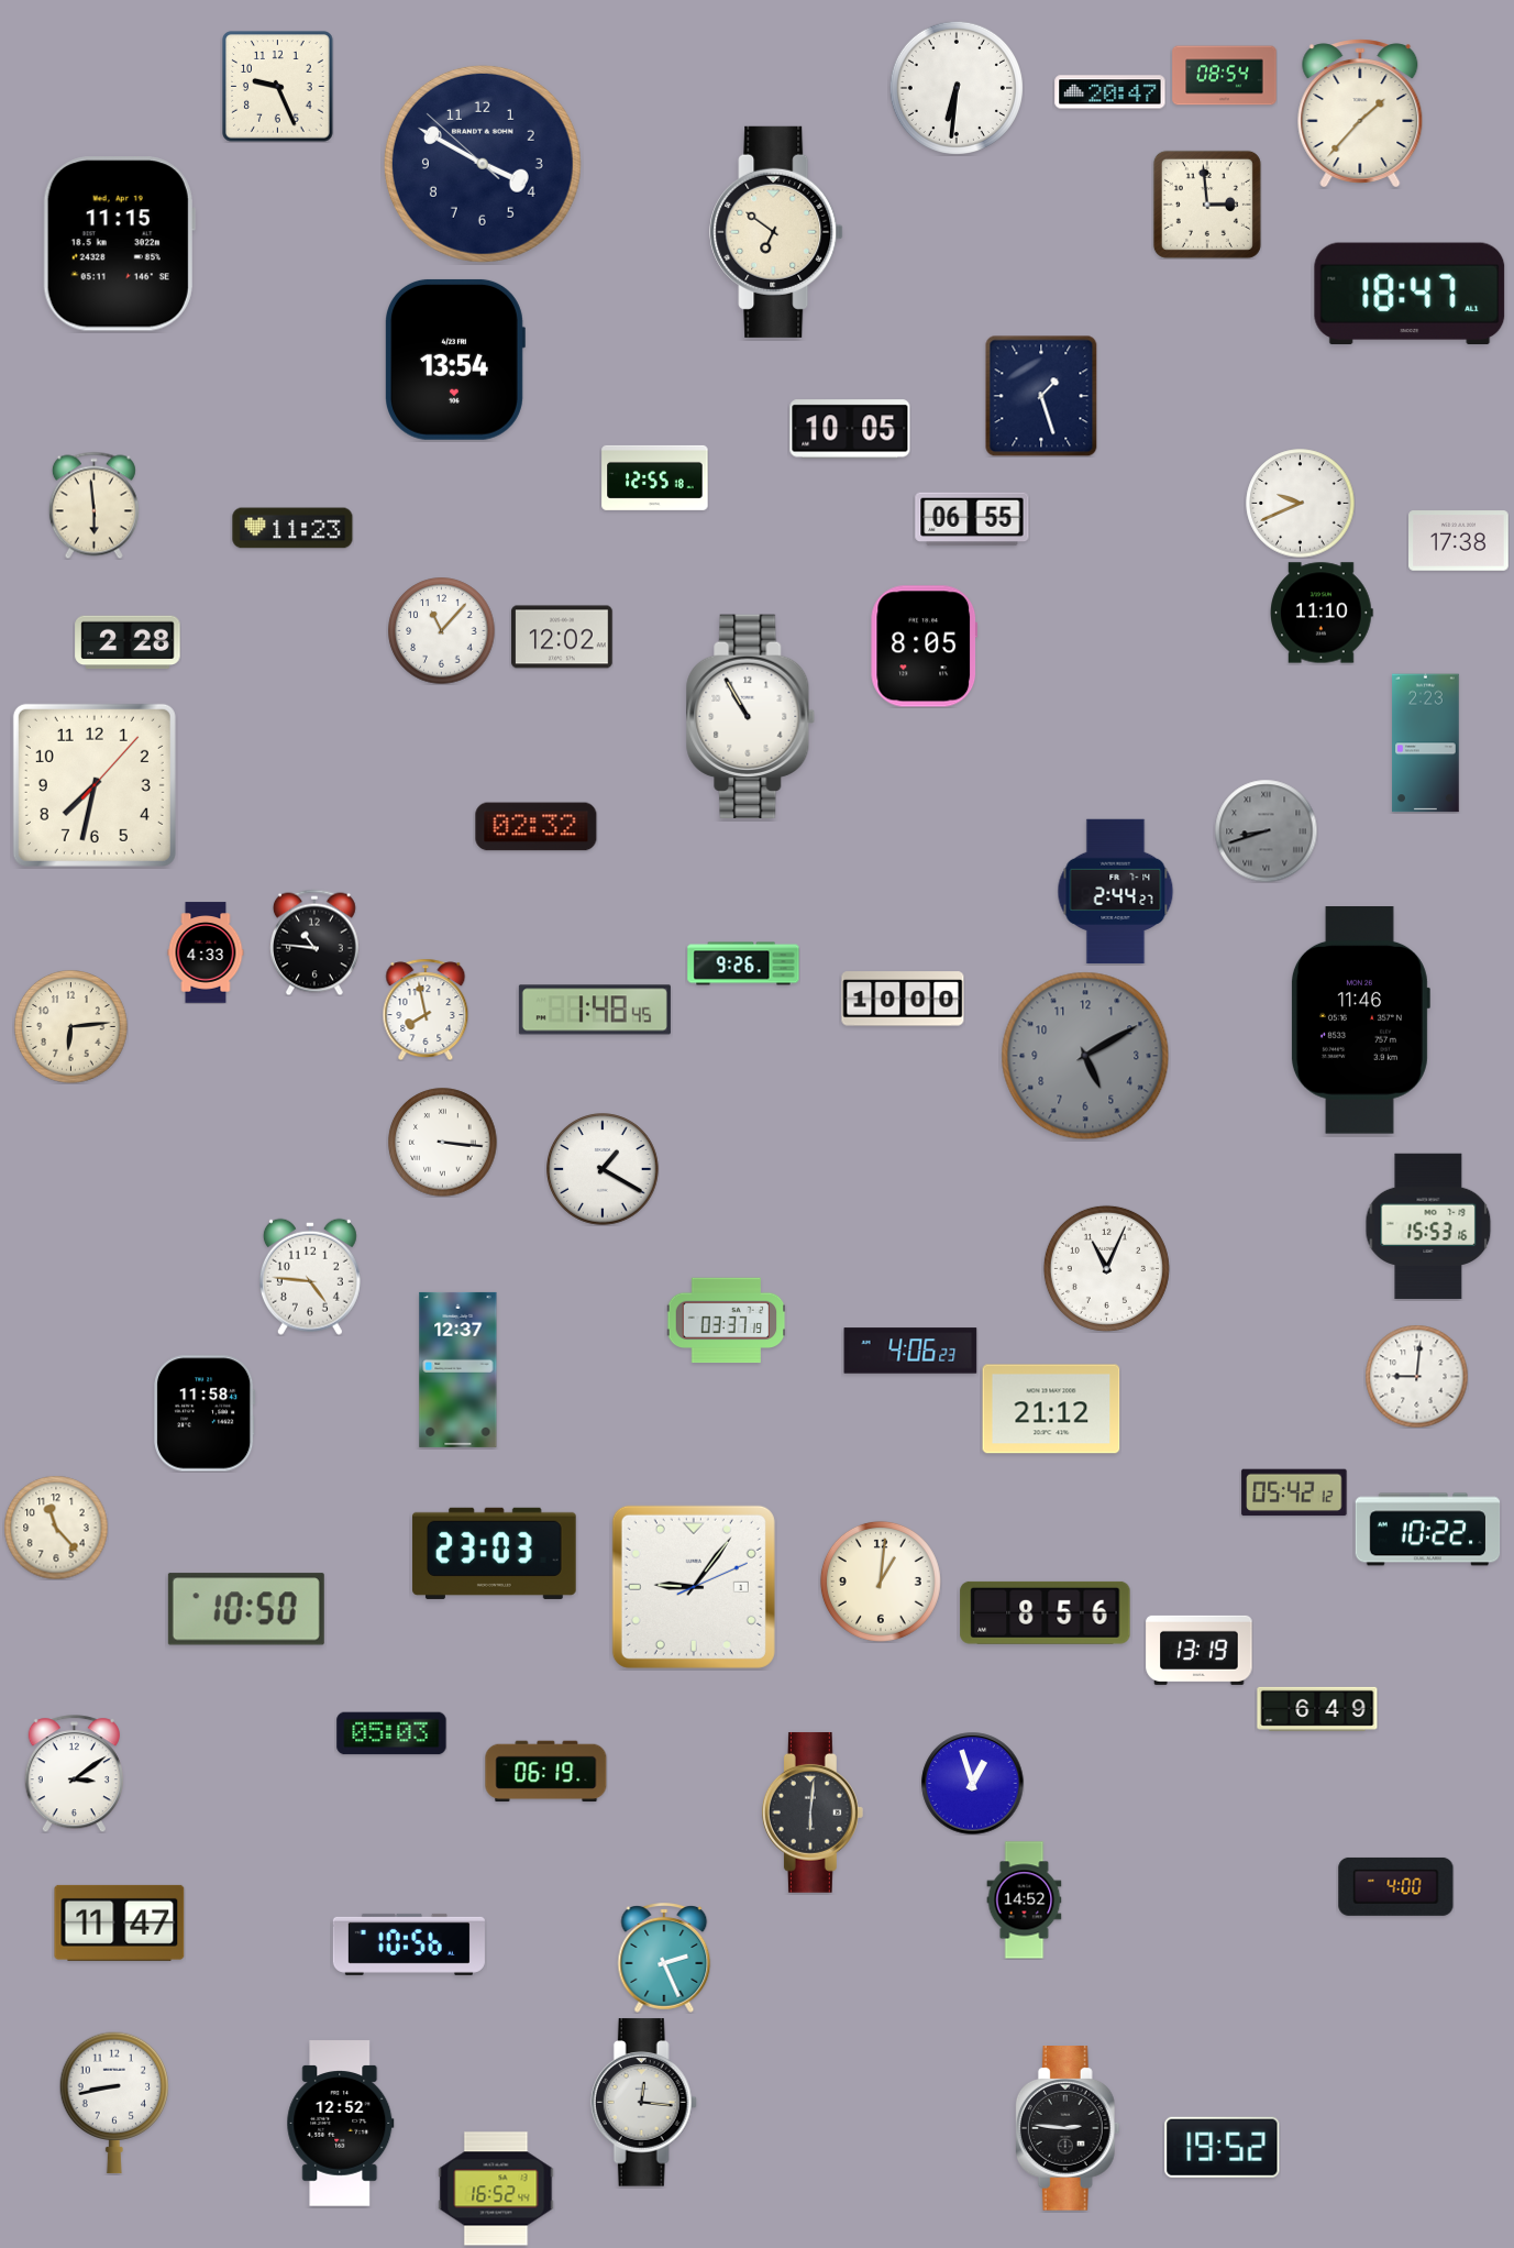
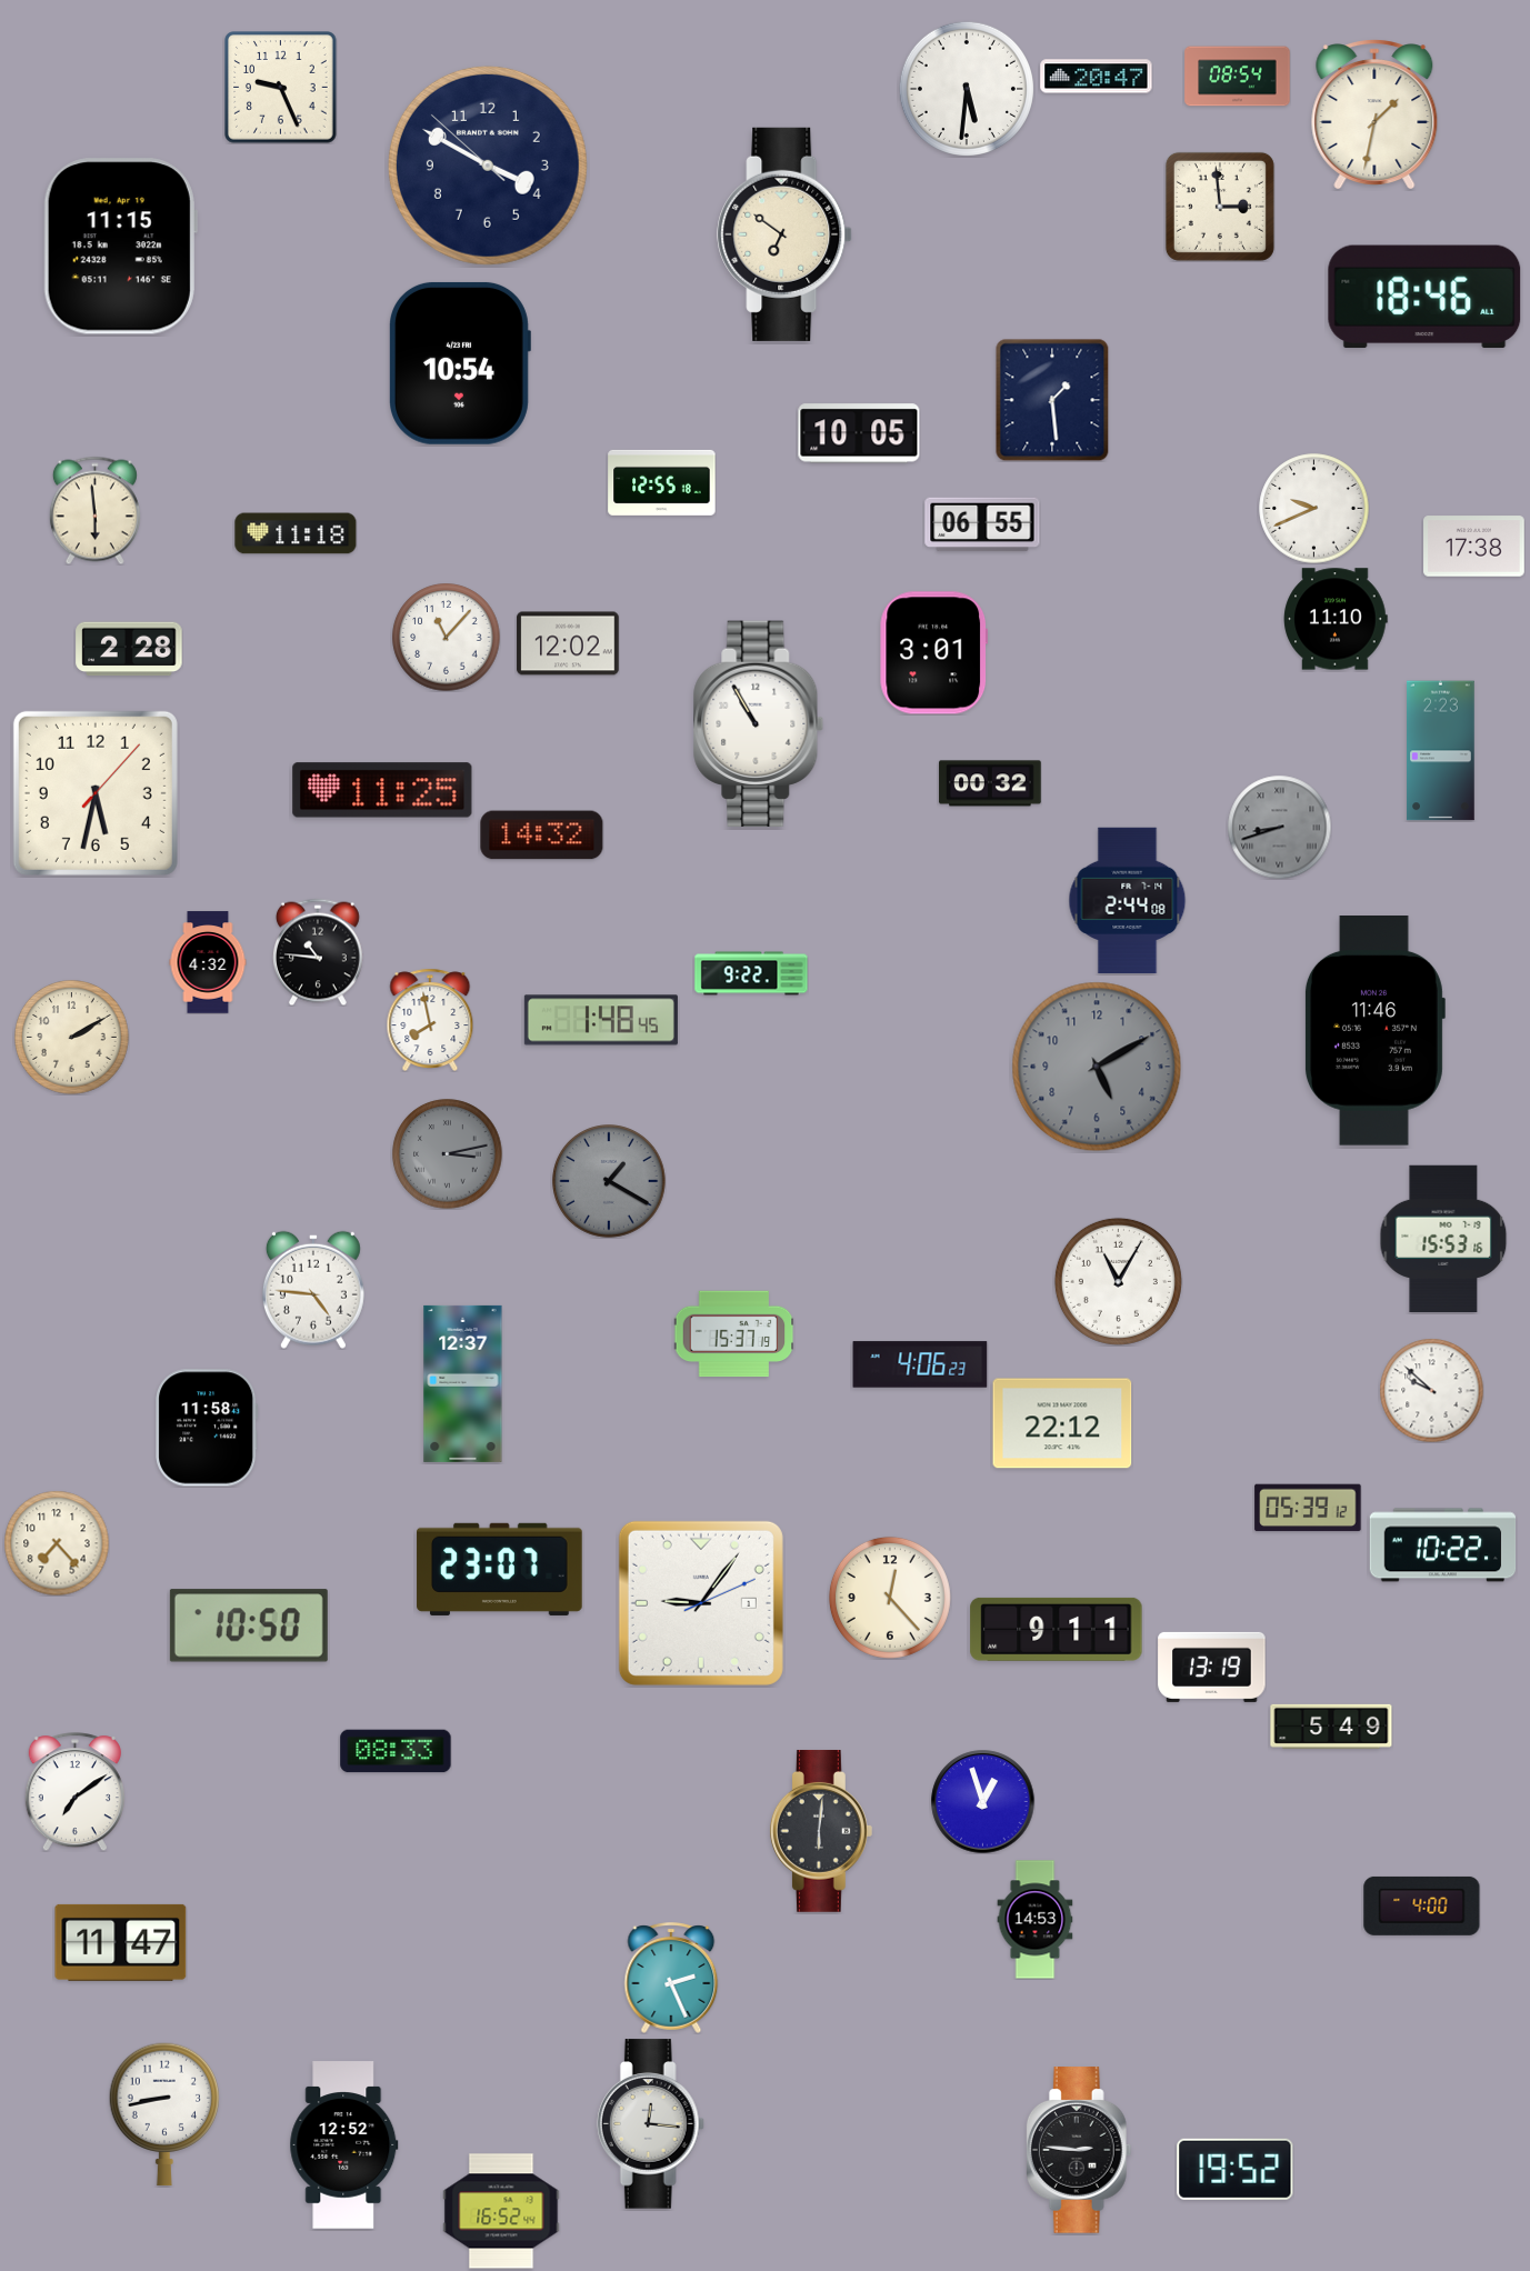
clock at (957, 88): 6:31 -> 5:31
clock at (1110, 92) position: (1110, 92) -> (1097, 77)
clock at (1360, 113): 1:37 -> 1:32
clock at (1410, 294): 18:47 -> 18:46
clock at (455, 360): 13:54 -> 10:54
clock at (1041, 396): 1:27 -> 1:29
clock at (292, 528): 11:23 -> 11:18
clock at (925, 647): 8:05 -> 3:01
clock at (990, 783): none -> 00:32
clock at (382, 790): none -> 11:25
clock at (95, 785): 7:32 -> 5:32
clock at (537, 827): 02:32 -> 14:32
clock at (1266, 830) position: (1266, 830) -> (1279, 827)
clock at (1116, 892): 2:44:27 -> 2:44:08
clock at (206, 952): 4:33 -> 4:32
clock at (743, 963): 9:26 -> 9:22
clock at (903, 999): 10:00 -> none
clock at (71, 1027): 6:14 -> 2:10
clock at (443, 1143): 3:16 -> 3:13
clock at (443, 1143) dial: white -> grey
clock at (603, 1169) dial: white -> grey
clock at (1106, 1268): 11:04 -> 11:05
clock at (726, 1321): 03:37 -> 15:37
clock at (1416, 1376): 9:01 -> 9:52
clock at (1051, 1409): 21:12 -> 22:12
clock at (1294, 1492): 05:42 -> 05:39
clock at (56, 1528): 11:23 -> 7:23
clock at (495, 1553): 23:03 -> 23:07
clock at (881, 1582): 1:01 -> 12:23
clock at (1046, 1612): 8:56 -> 9:11
clock at (1317, 1709): 6:49 -> 5:49
clock at (391, 1733): 05:03 -> 08:33
clock at (546, 1772): 06:19 -> none
clock at (74, 1774): 3:09 -> 7:09
clock at (1396, 1886) position: (1396, 1886) -> (1422, 1905)
clock at (1025, 1900): 14:52 -> 14:53
clock at (409, 1944): 10:56 -> none
clock at (114, 2103) position: (114, 2103) -> (164, 2114)
